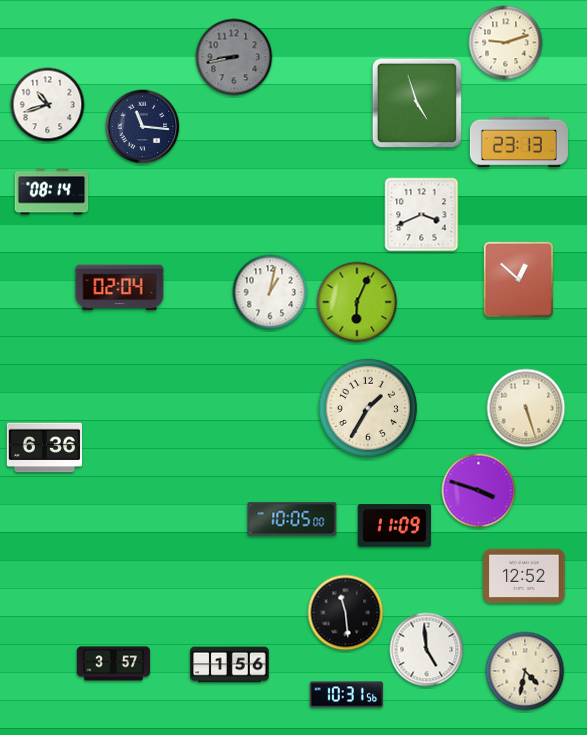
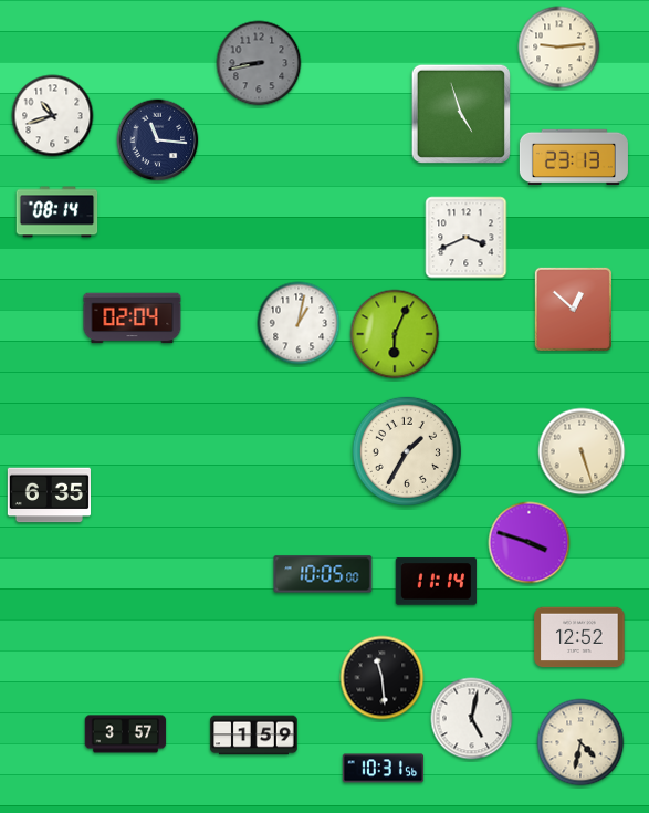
clock at (506, 43): 9:12 -> 9:14
clock at (44, 448): 6:36 -> 6:35
clock at (395, 526): 11:09 -> 11:14
clock at (427, 650): 4:59 -> 5:02
clock at (230, 665): 1:56 -> 1:59
